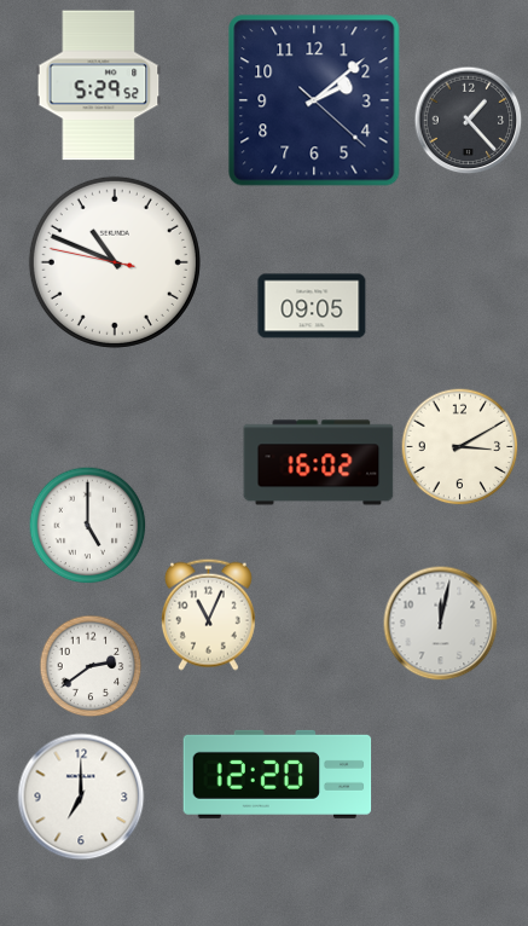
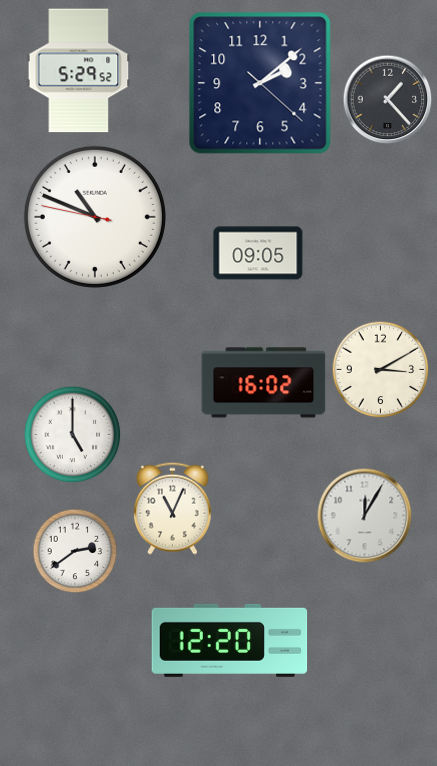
clock at (99, 86) position: (99, 86) -> (79, 71)
clock at (441, 624): 12:02 -> 12:05
clock at (81, 797): 7:00 -> none
